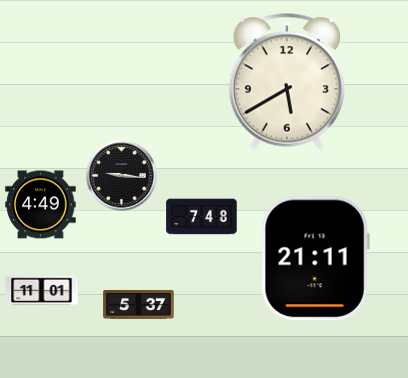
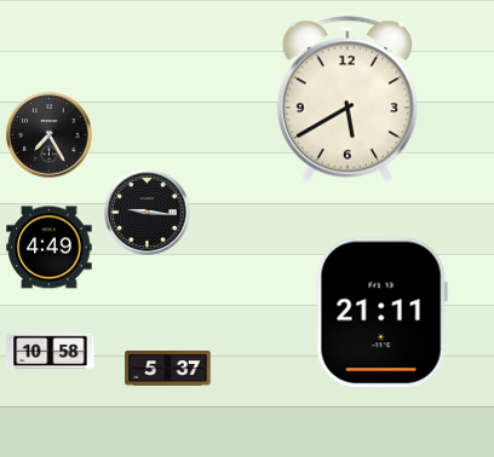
clock at (50, 135): none -> 7:25
clock at (202, 217): 7:48 -> none
clock at (42, 291): 11:01 -> 10:58
